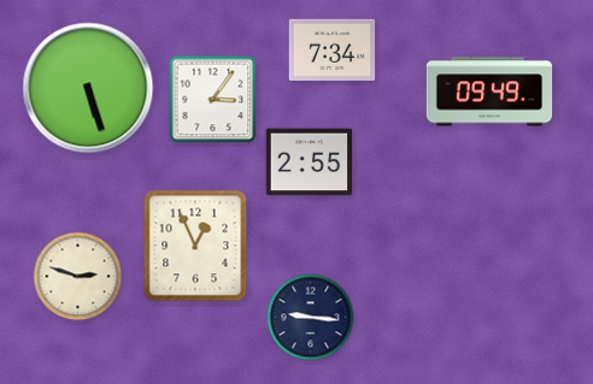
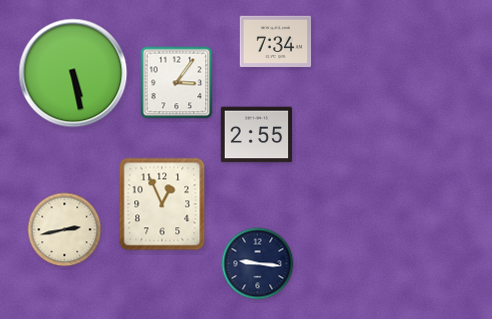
clock at (88, 88): 5:27 -> 5:28
clock at (489, 91): 09:49 -> none
clock at (78, 277): 2:48 -> 2:43
